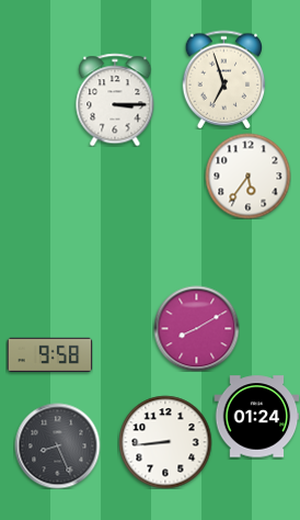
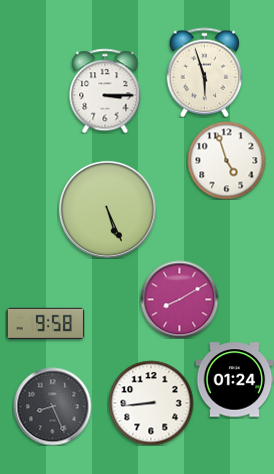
clock at (224, 79): 6:57 -> 5:57
clock at (247, 176): 5:36 -> 4:57
clock at (107, 209): none -> 5:26
